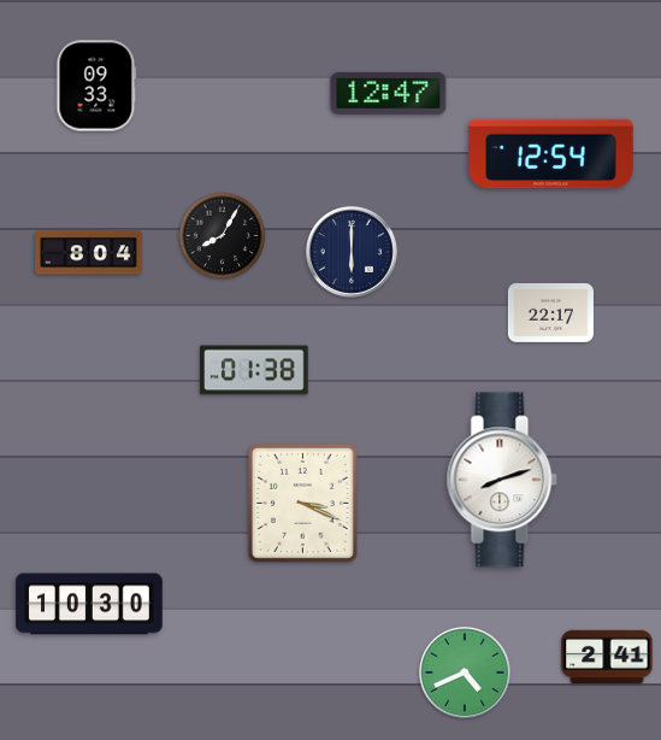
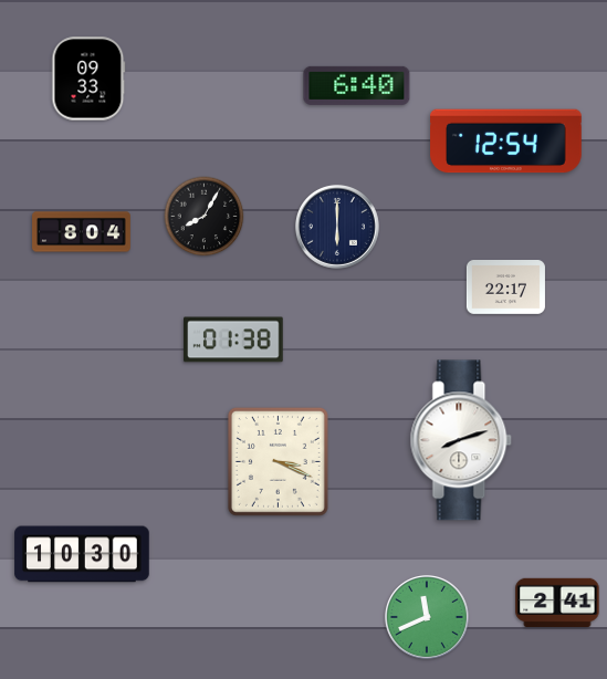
clock at (389, 93): 12:47 -> 6:40
clock at (352, 252) position: (352, 252) -> (337, 227)
clock at (465, 673): 4:41 -> 11:41
